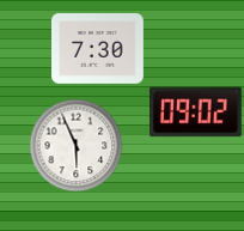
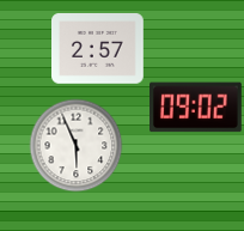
clock at (98, 49): 7:30 -> 2:57
clock at (196, 113) position: (196, 113) -> (196, 108)
